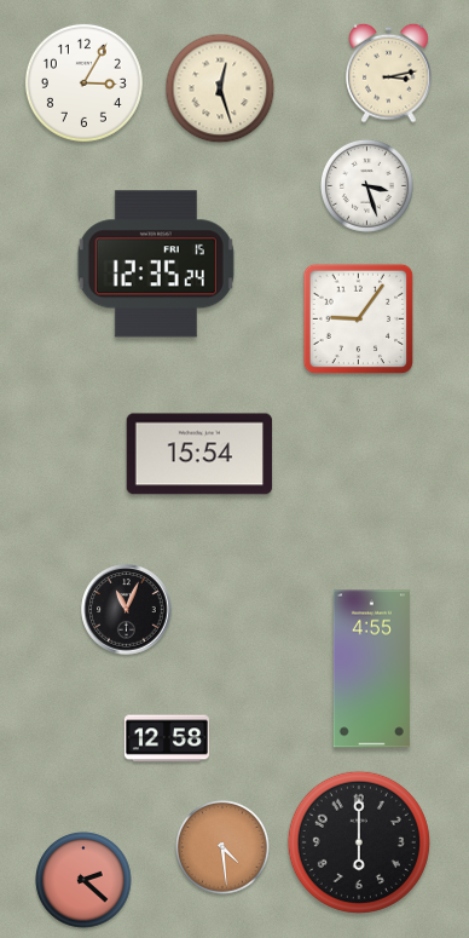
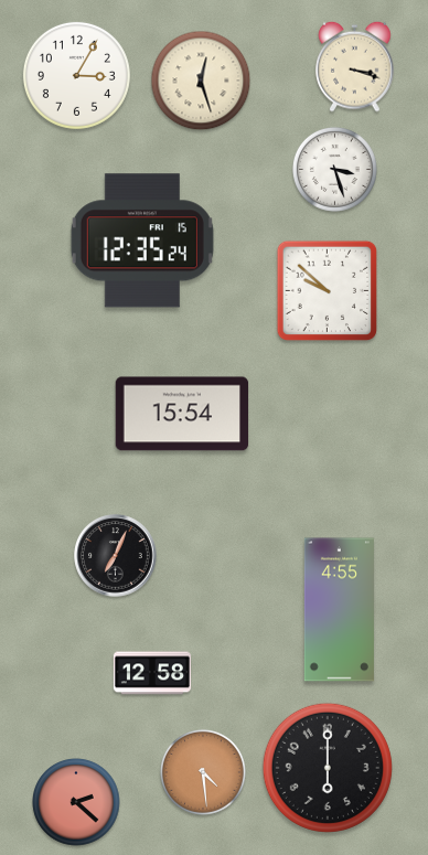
clock at (389, 73): 3:13 -> 3:18
clock at (359, 320): 9:06 -> 9:52
clock at (127, 610): 11:04 -> 7:04
